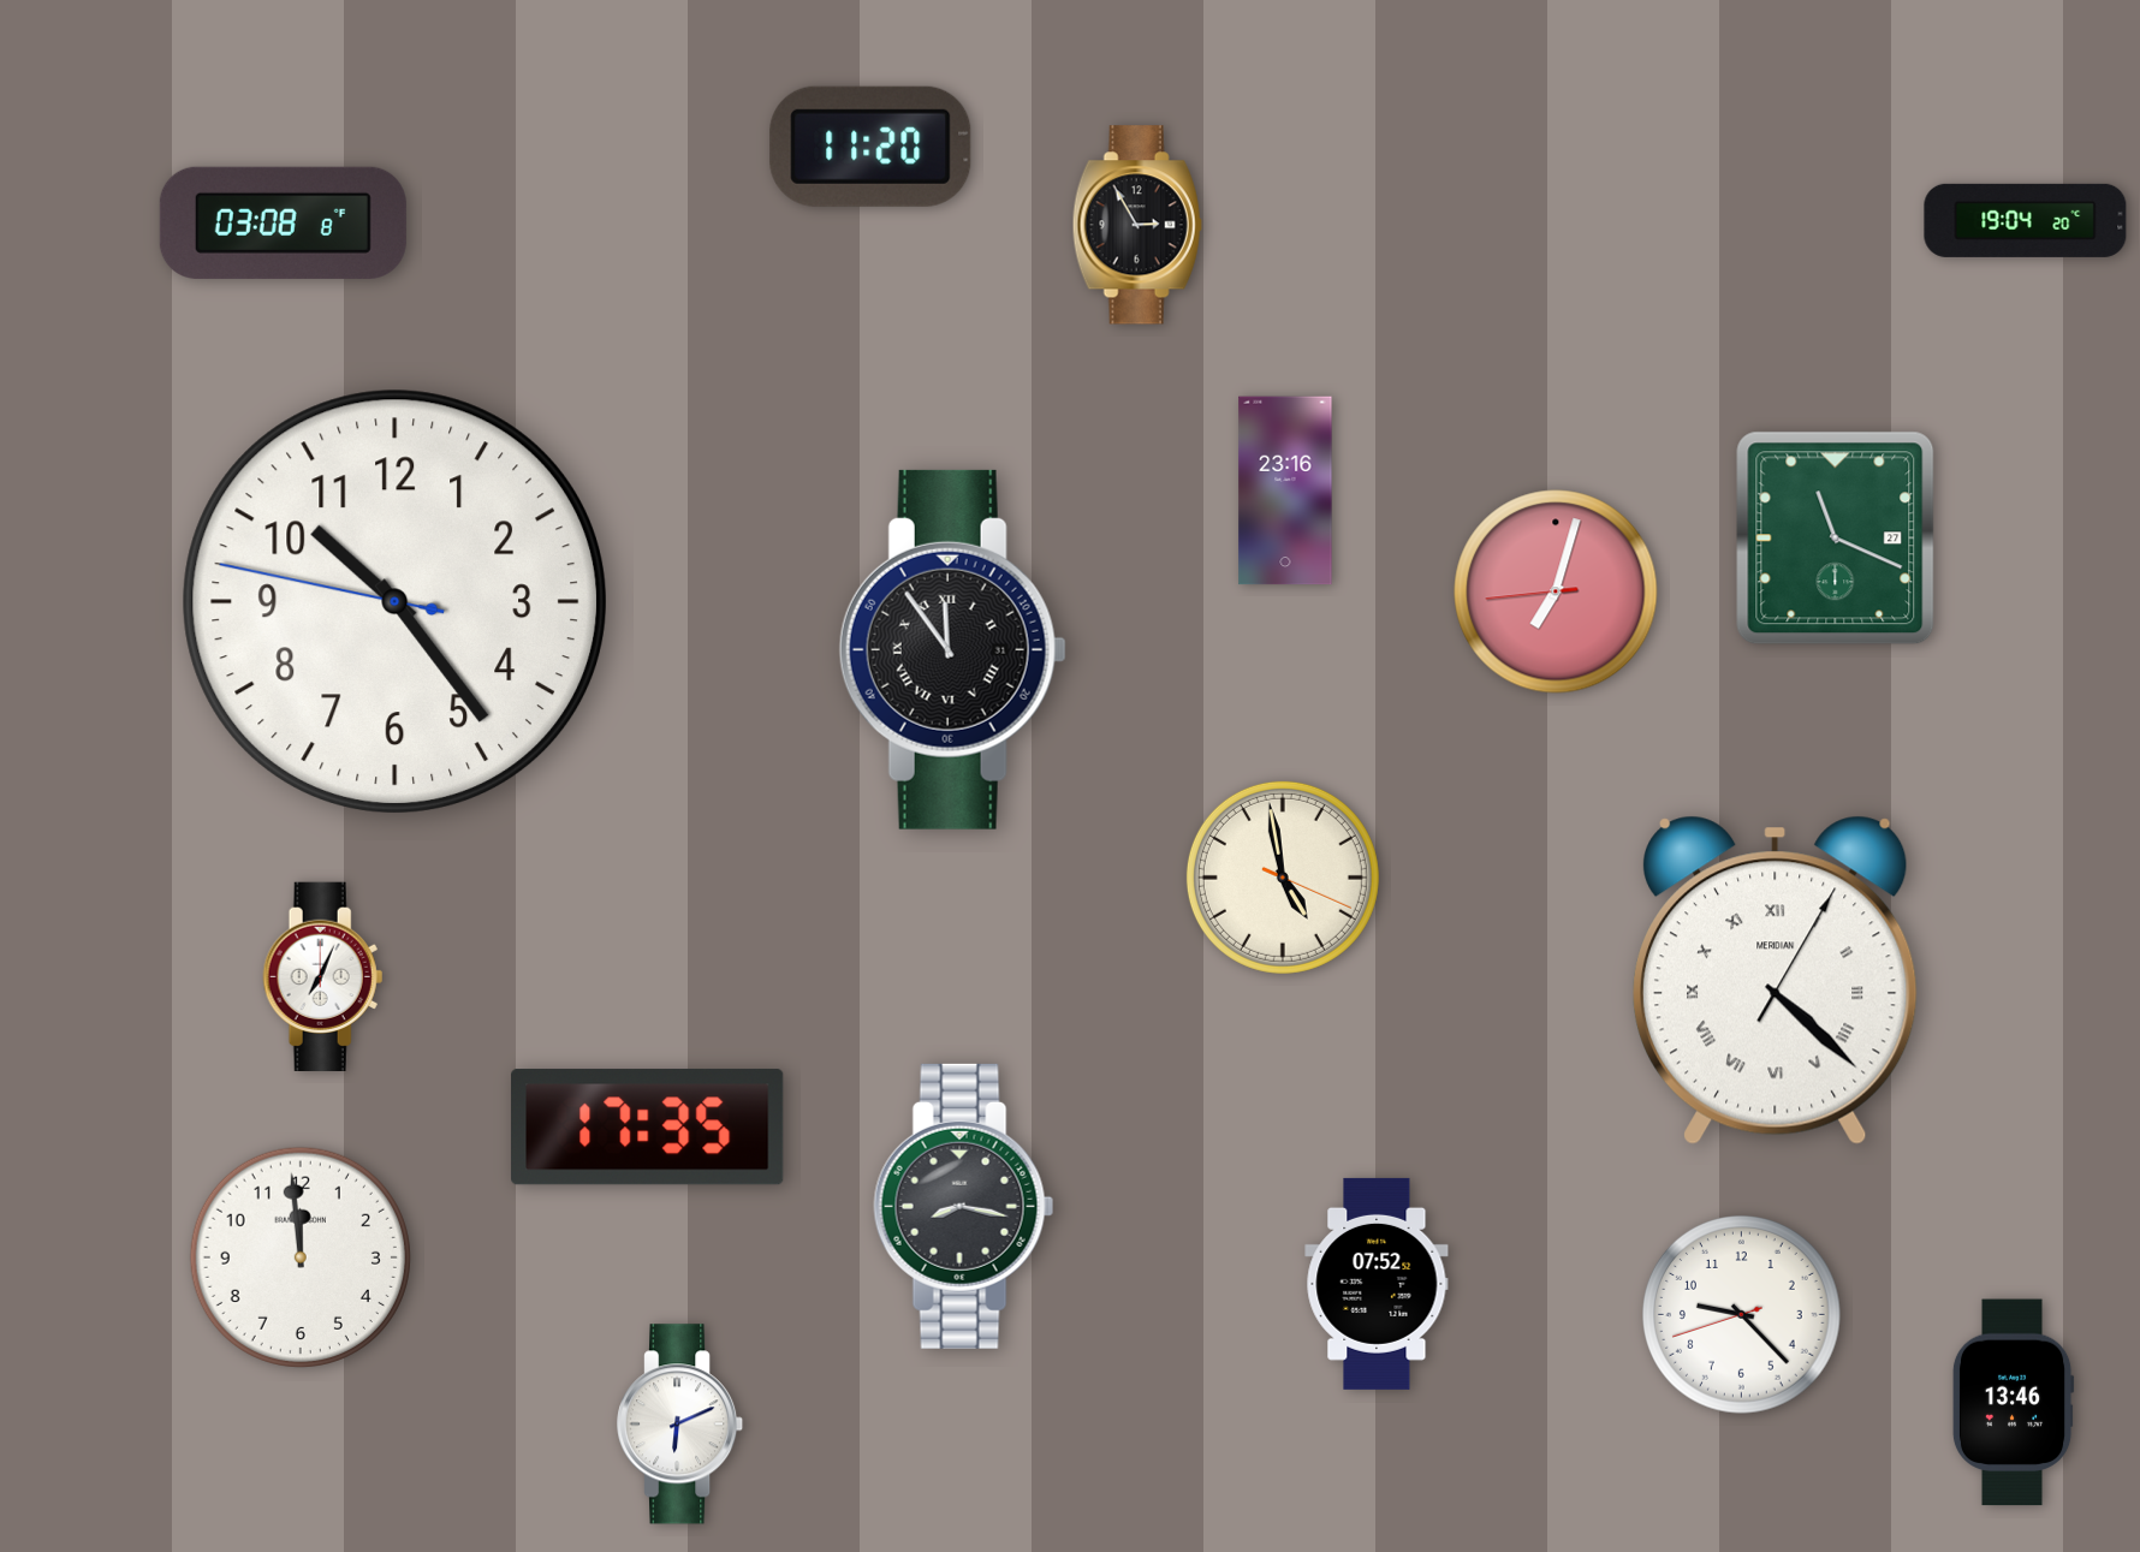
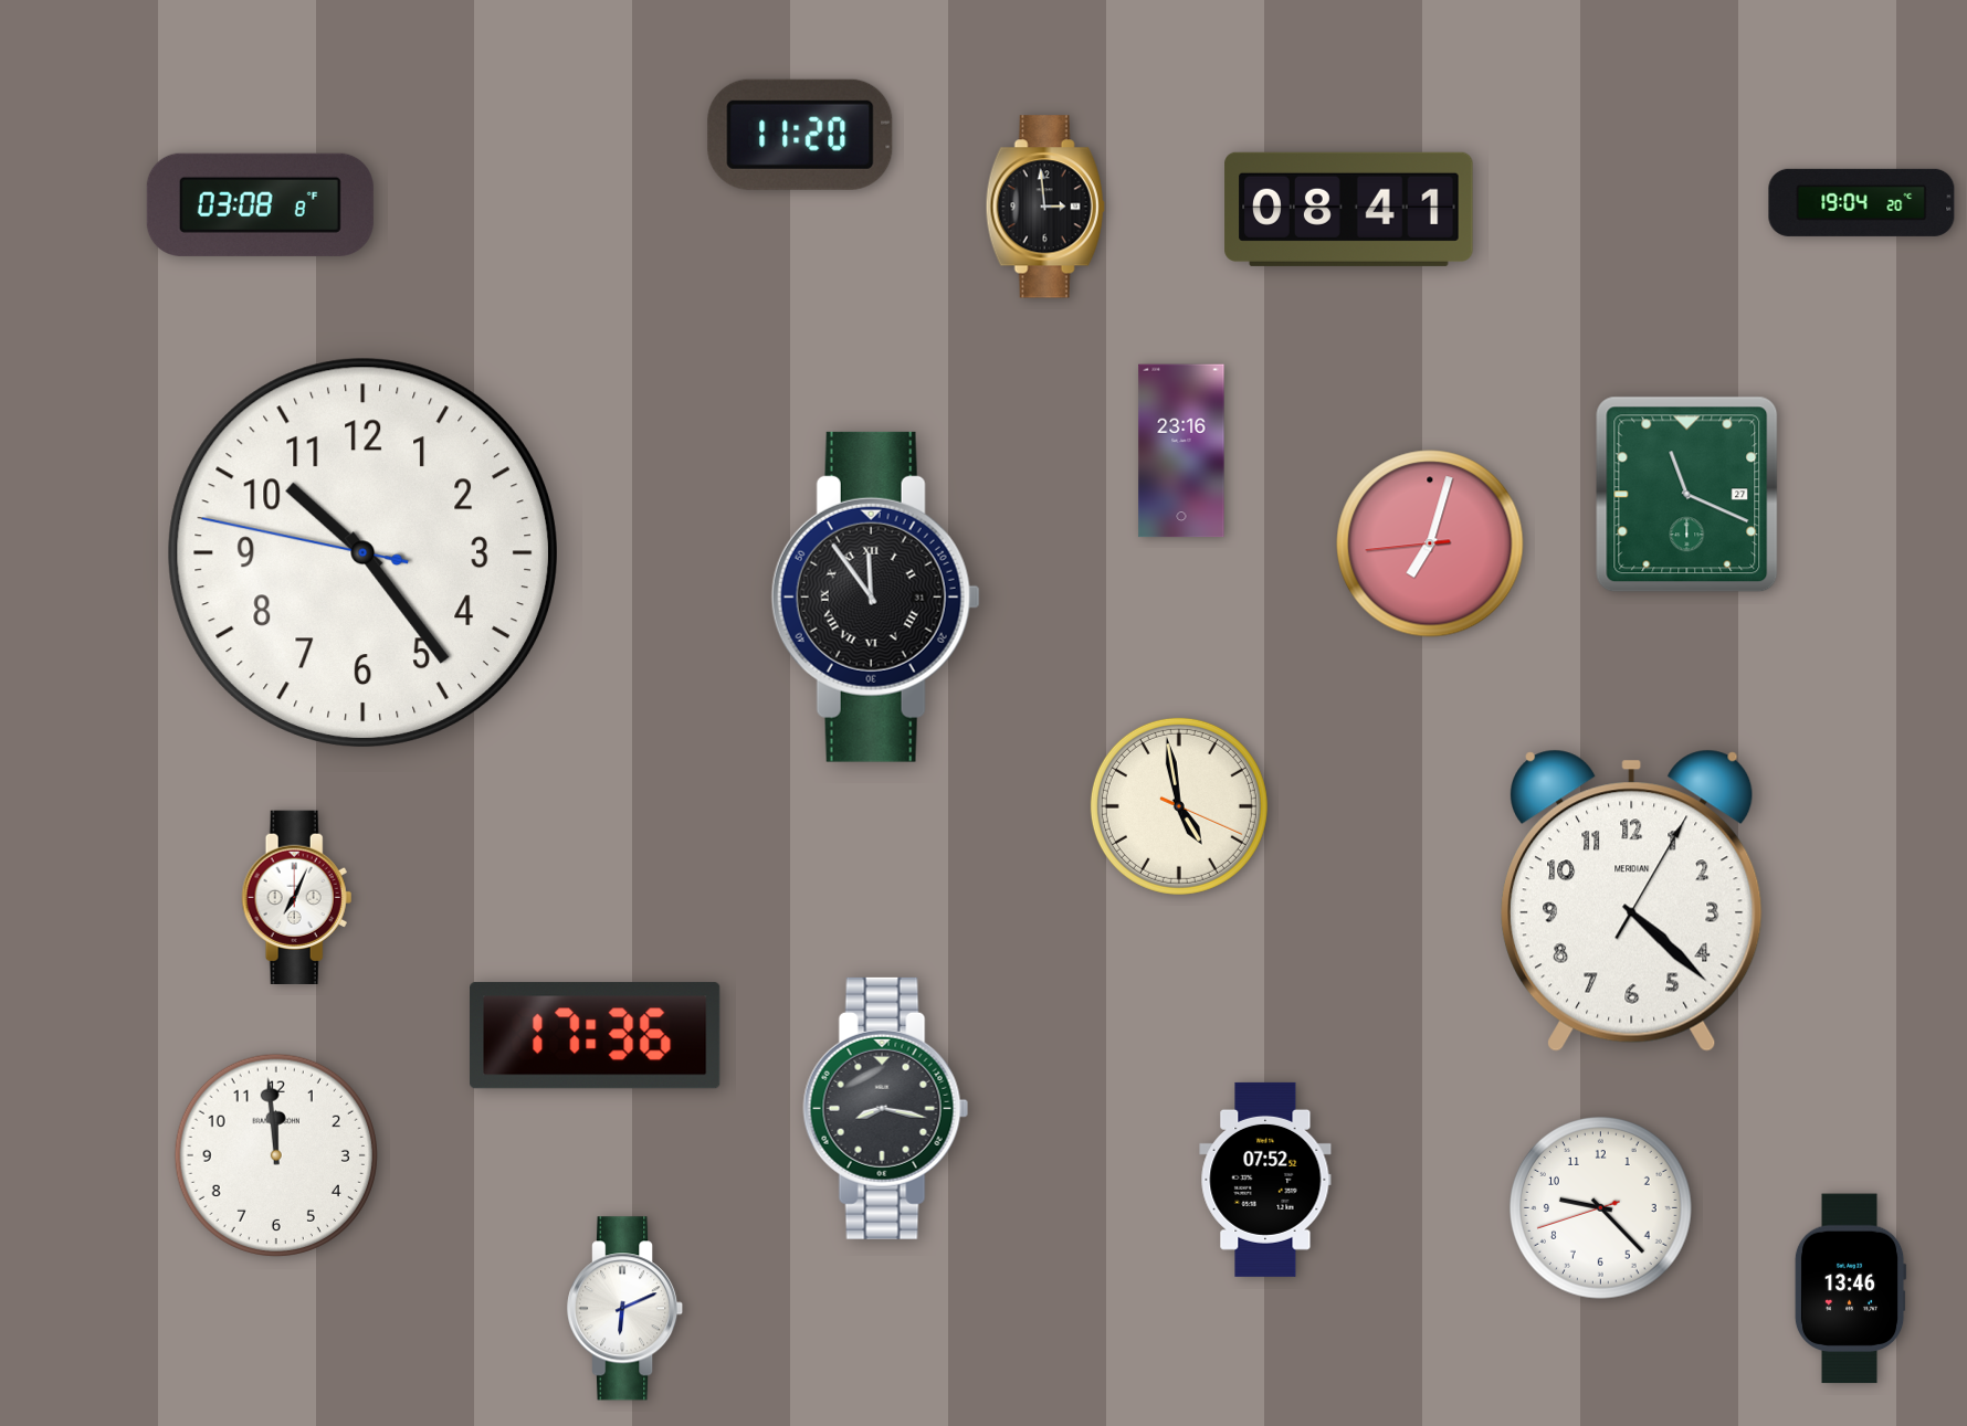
clock at (1137, 225): 2:55 -> 2:59
clock at (1349, 209): none -> 08:41
clock at (1776, 980) numerals: Roman -> Arabic
clock at (648, 1128): 17:35 -> 17:36
